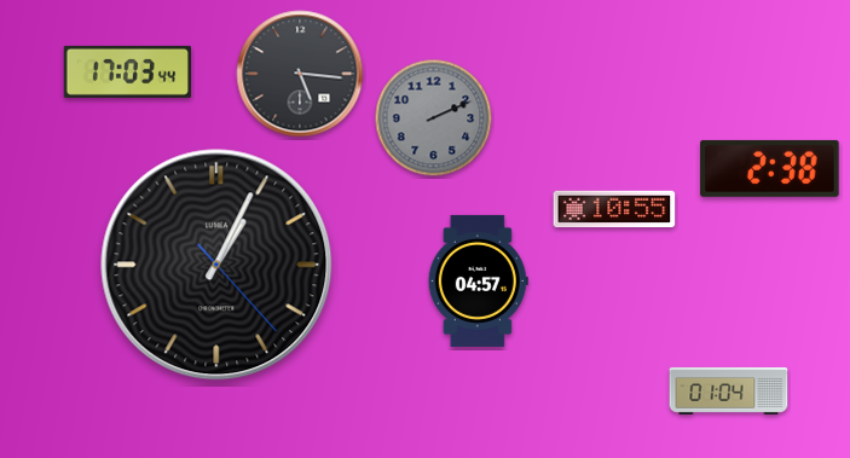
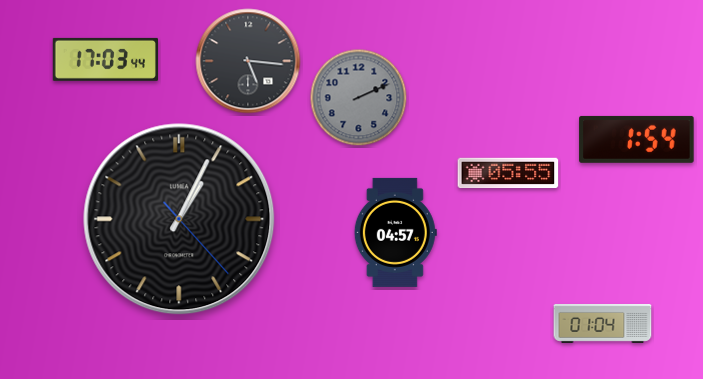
clock at (770, 168): 2:38 -> 1:54
clock at (614, 209): 10:55 -> 05:55
